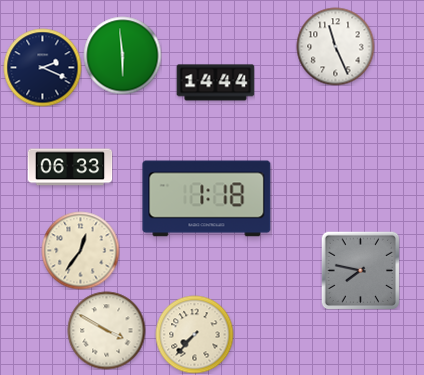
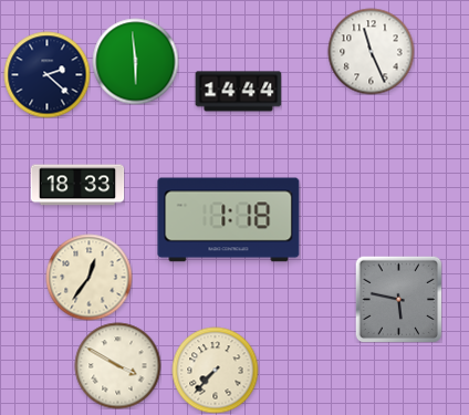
clock at (42, 67): 2:19 -> 2:22
clock at (70, 167): 06:33 -> 18:33
clock at (360, 270): 7:47 -> 5:47
